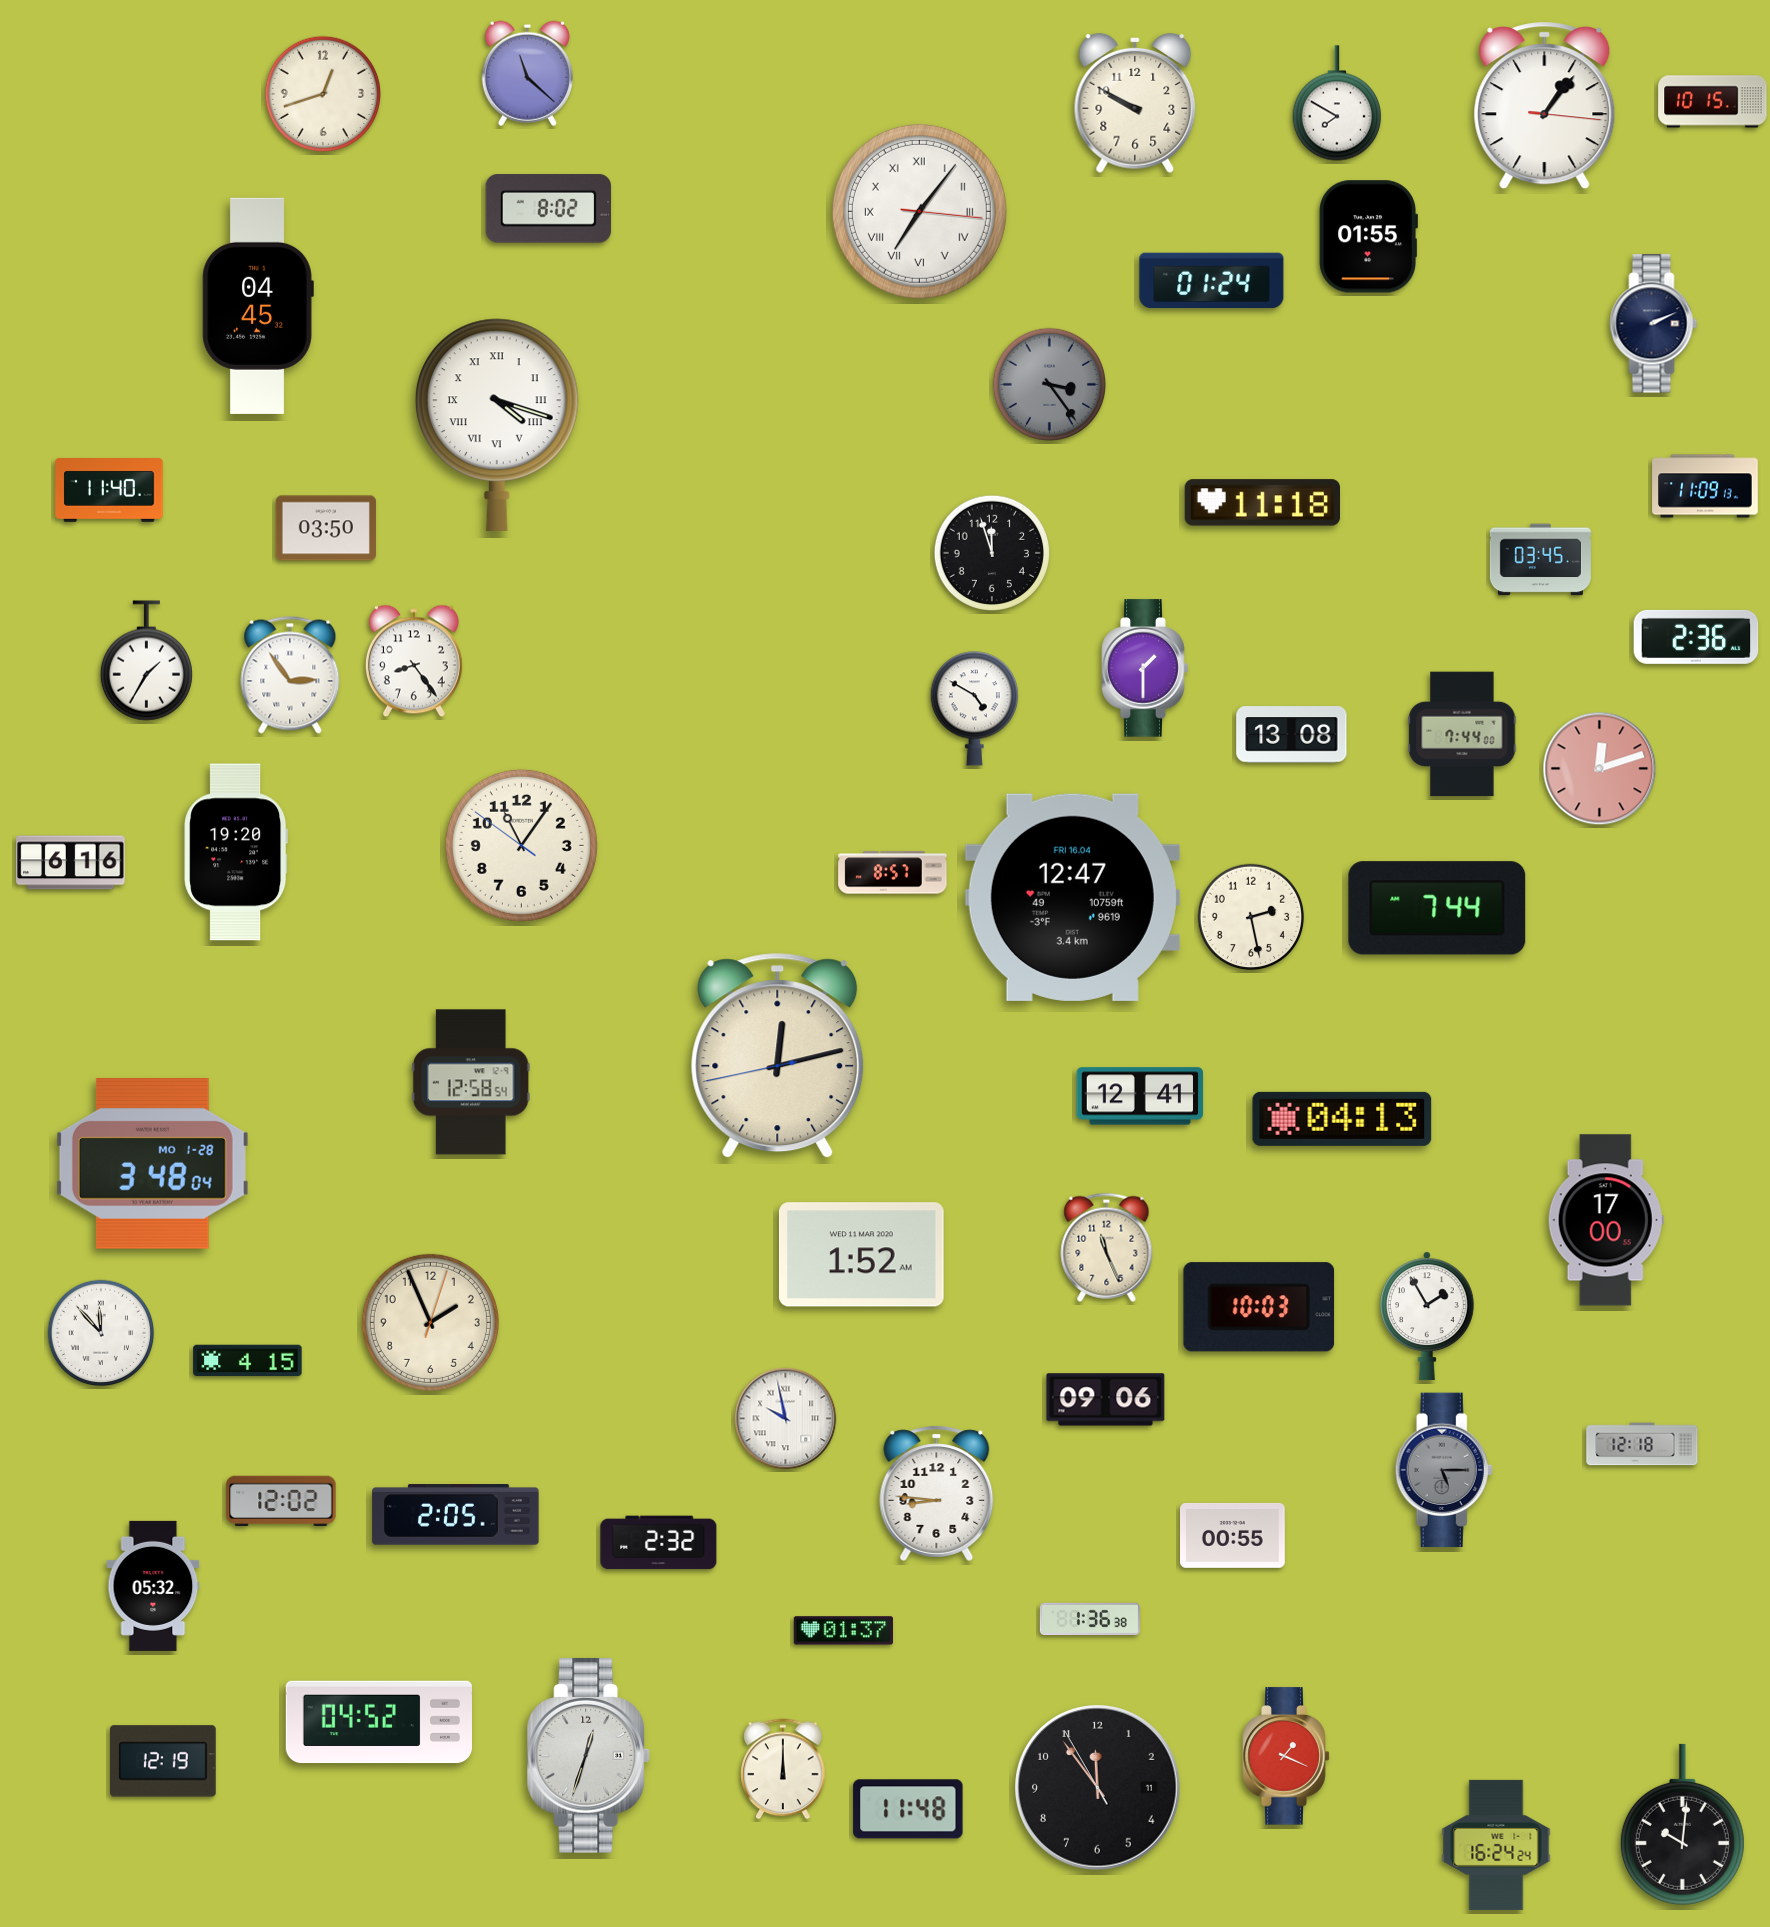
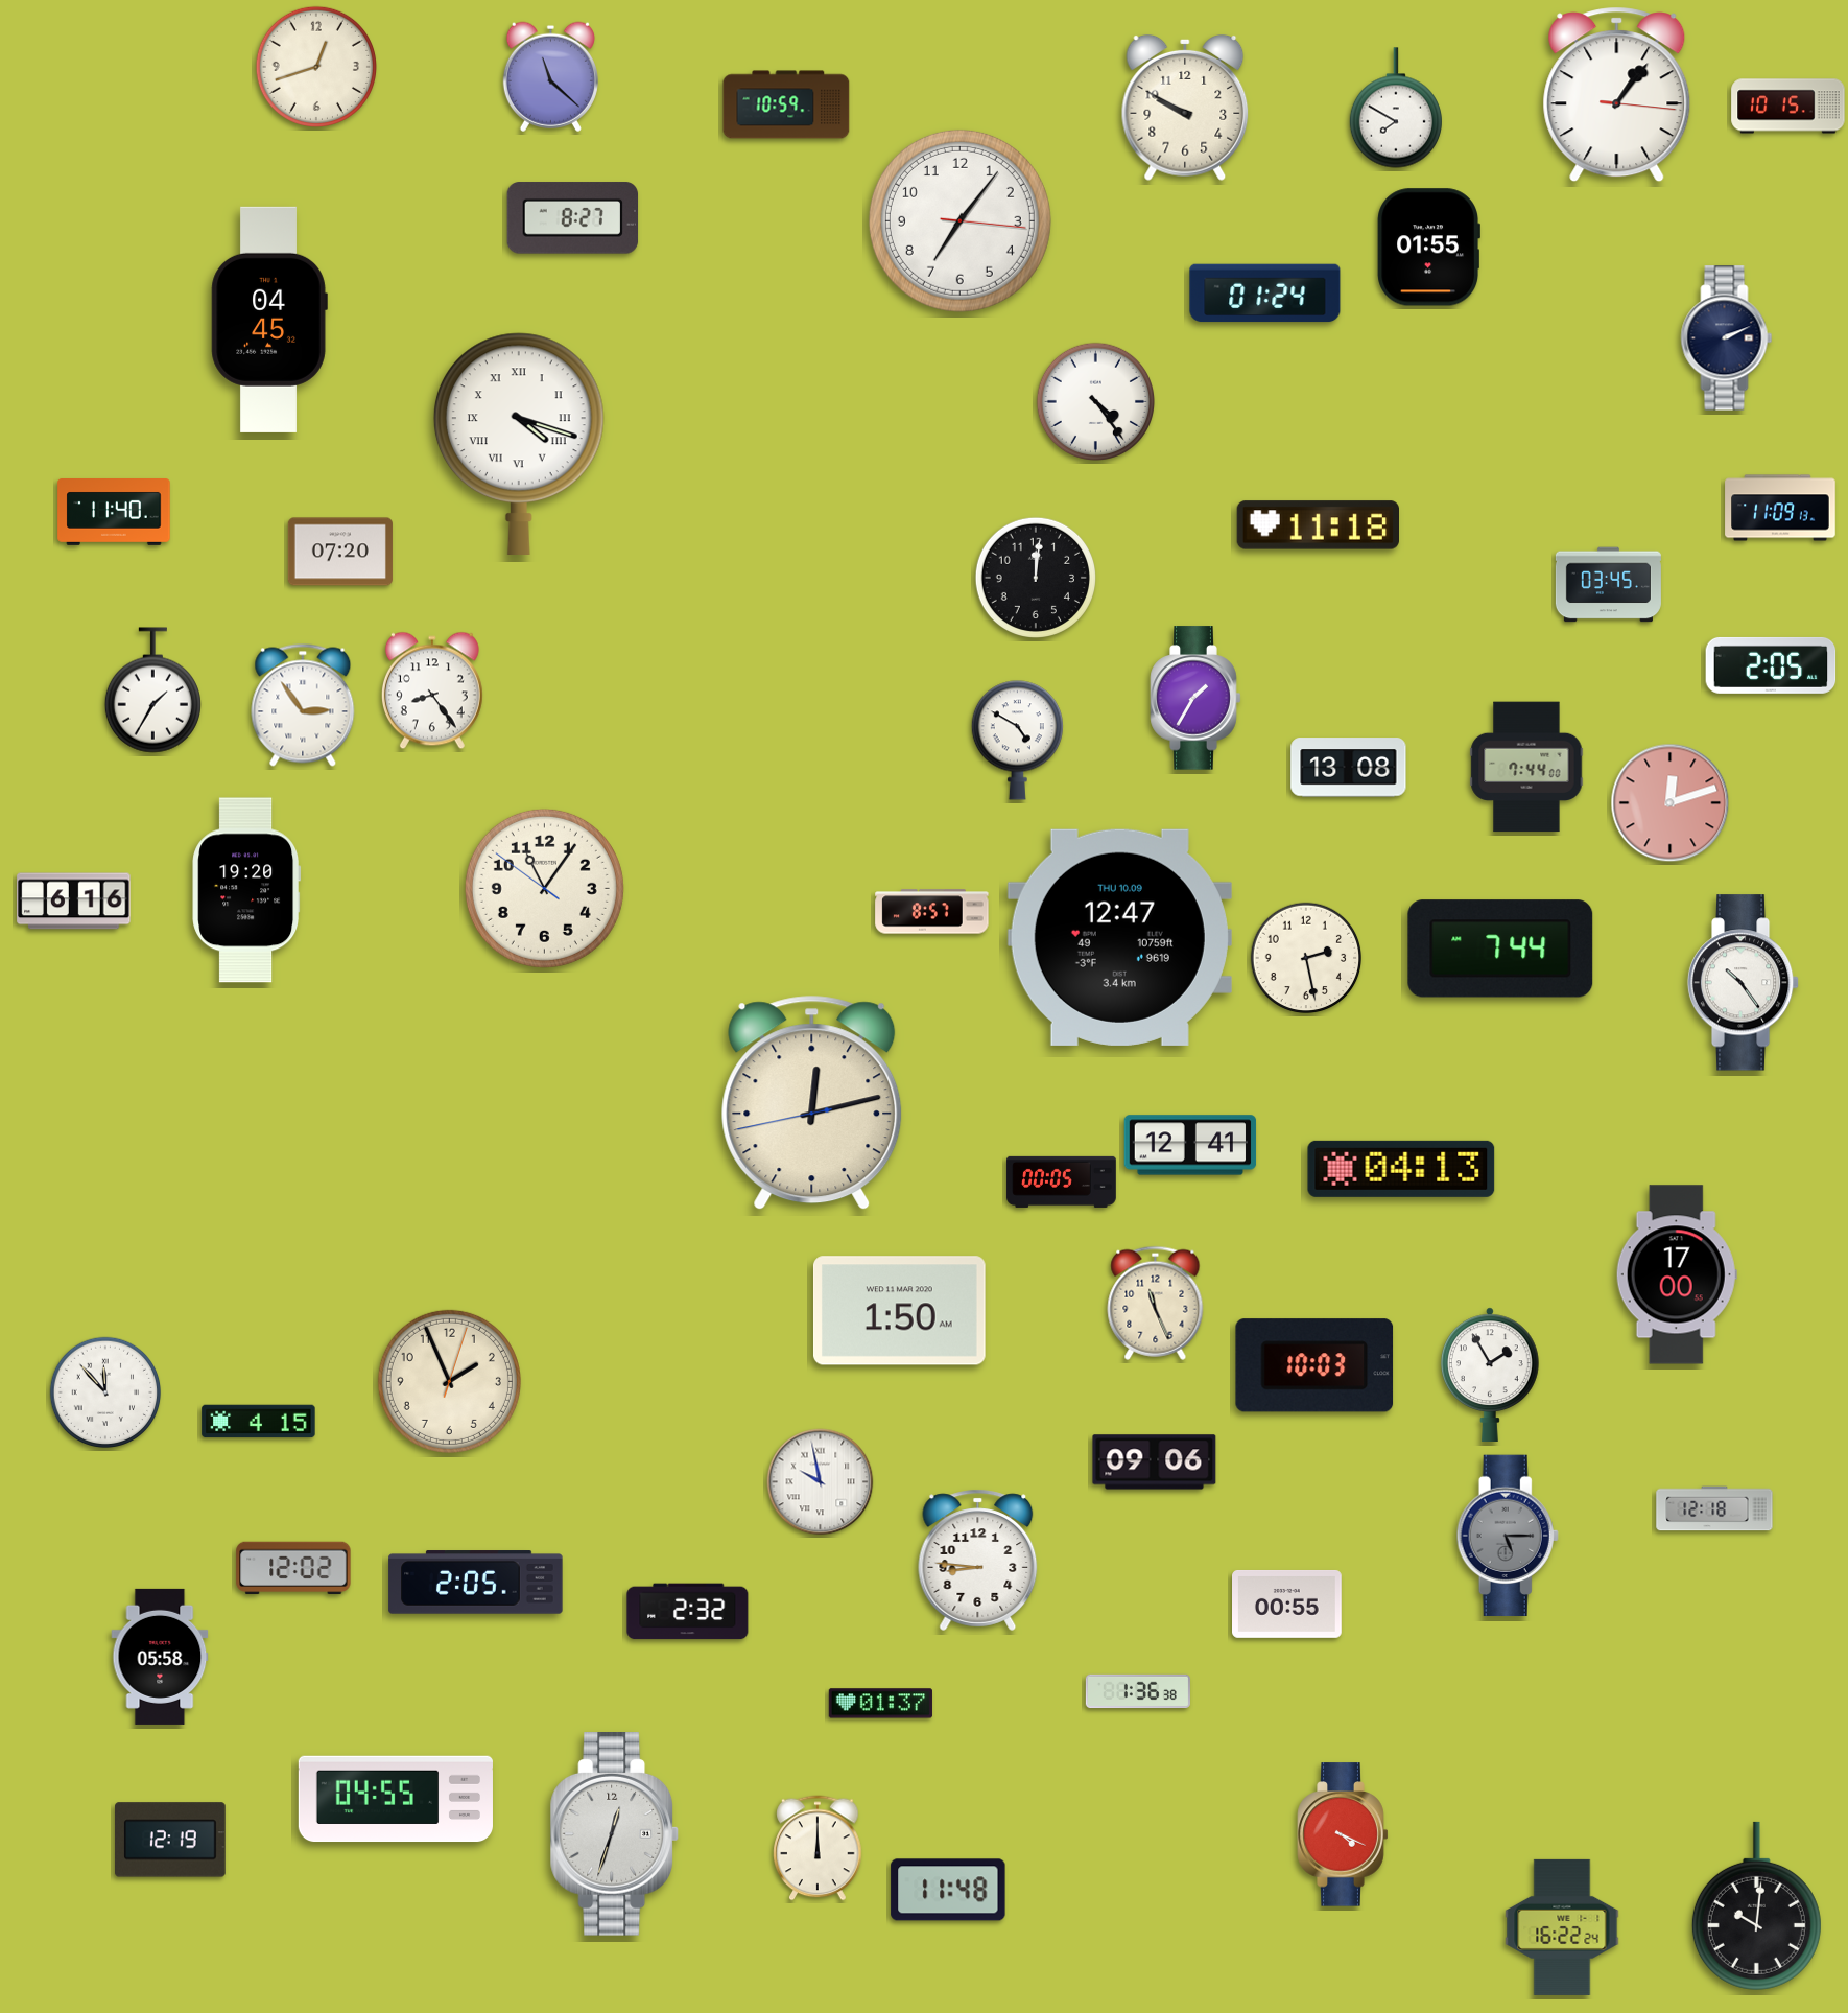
clock at (322, 93) position: (322, 93) -> (315, 66)
clock at (786, 104): none -> 10:59
clock at (1545, 106) position: (1545, 106) -> (1617, 95)
clock at (549, 209): 8:02 -> 8:27
clock at (919, 211) numerals: Roman -> Arabic
clock at (1049, 384): 3:24 -> 4:24
clock at (1049, 384) dial: grey -> white
clock at (326, 528): 03:50 -> 07:20
clock at (991, 552): 11:57 -> 12:01
clock at (1696, 637): 2:36 -> 2:05
clock at (1145, 668): 1:30 -> 1:35
clock at (521, 845) position: (521, 845) -> (544, 888)
clock at (1072, 897) date: FRI 16.04 -> THU 10.09
clock at (1744, 983): none -> 10:24
clock at (471, 1082): 12:58 -> none
clock at (1062, 1181): none -> 00:05
clock at (152, 1164): 3:48 -> none
clock at (861, 1255): 1:52 -> 1:50
clock at (153, 1586): 05:32 -> 05:58
clock at (379, 1722): 04:52 -> 04:55
clock at (1286, 1756): 1:19 -> 4:19
clock at (1098, 1788): 11:53 -> none
clock at (1496, 1845): 16:24 -> 16:22
